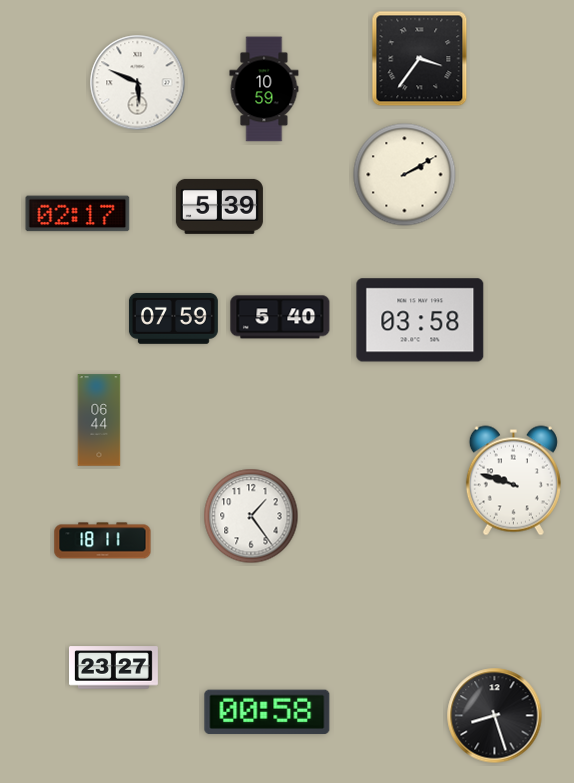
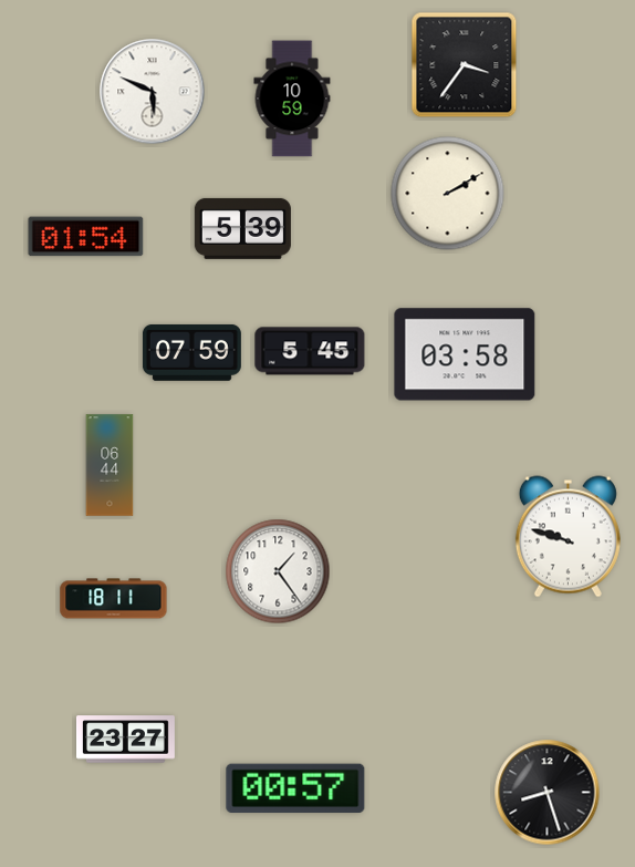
clock at (78, 214): 02:17 -> 01:54
clock at (280, 317): 5:40 -> 5:45
clock at (513, 481) position: (513, 481) -> (568, 537)
clock at (267, 712): 00:58 -> 00:57
